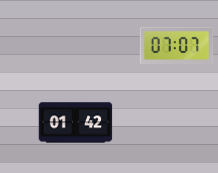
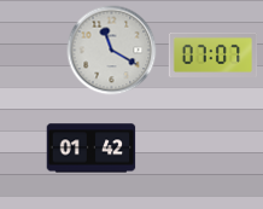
clock at (112, 51): none -> 11:20
